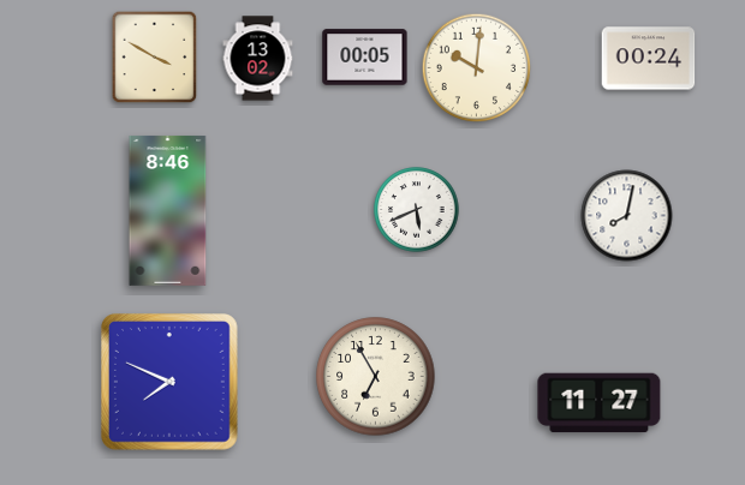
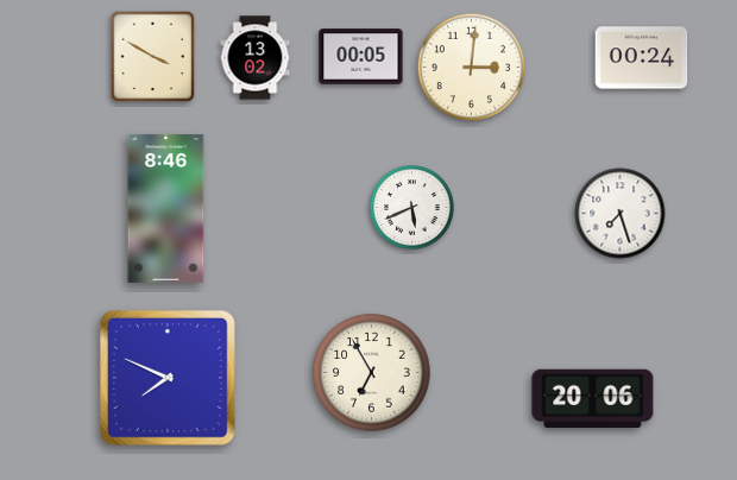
clock at (477, 68): 10:01 -> 3:01
clock at (627, 216): 8:02 -> 7:27
clock at (600, 403): 11:27 -> 20:06
